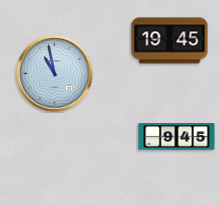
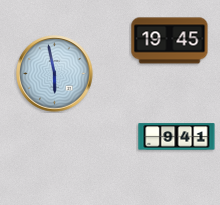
clock at (55, 74): 10:58 -> 5:58
clock at (177, 137): 9:45 -> 9:41
